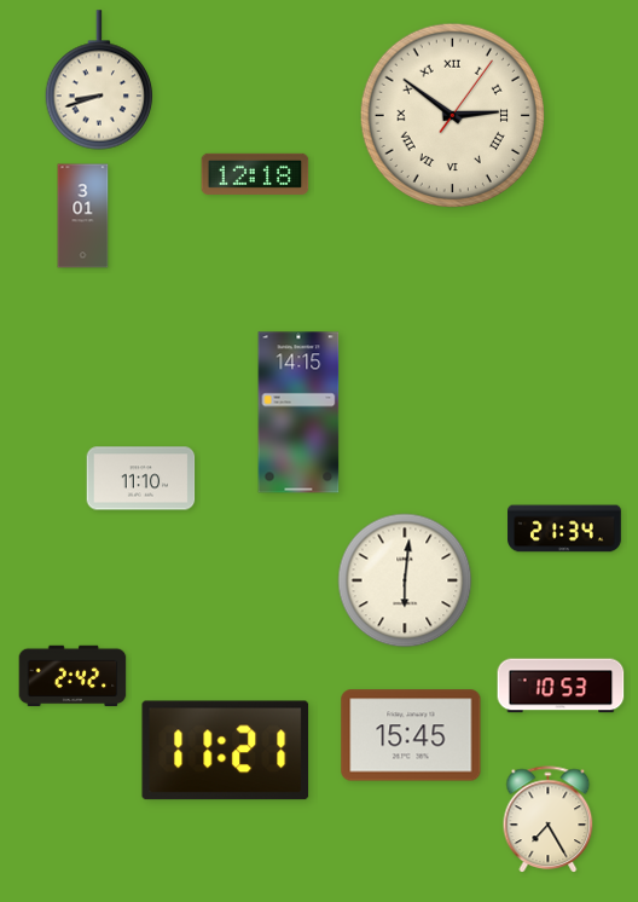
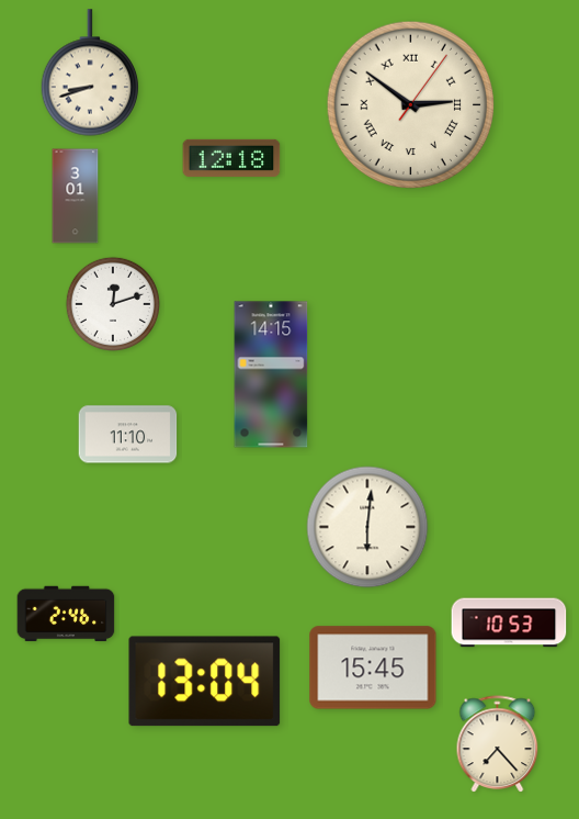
clock at (112, 303): none -> 12:12
clock at (564, 528): 21:34 -> none
clock at (72, 676): 2:42 -> 2:46
clock at (226, 751): 11:21 -> 13:04
clock at (549, 819): 7:25 -> 7:23
